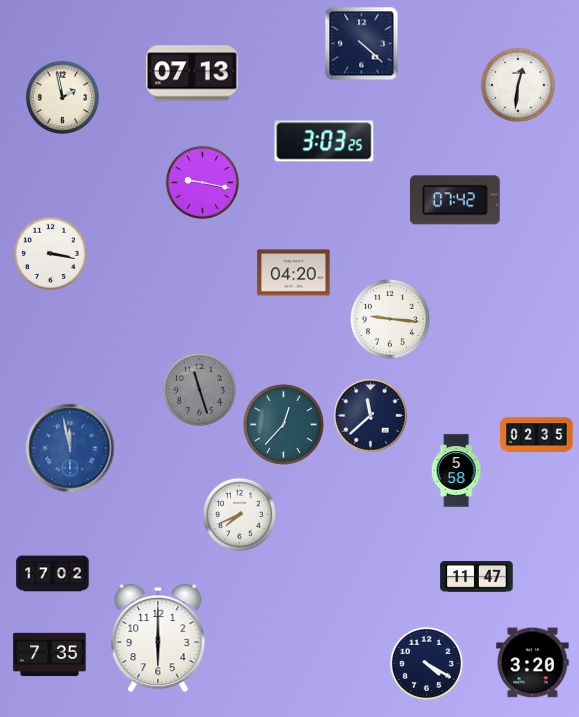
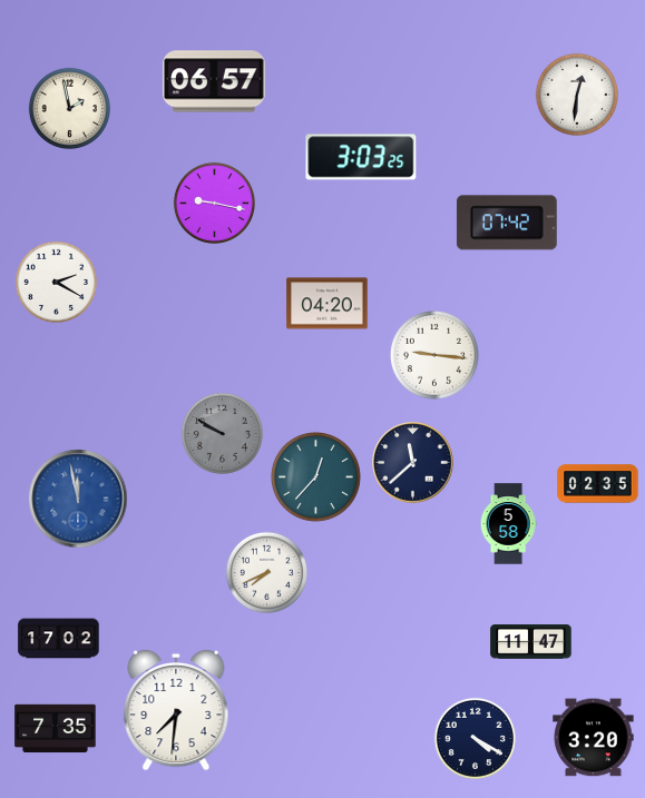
clock at (362, 44): 4:22 -> none
clock at (192, 73): 07:13 -> 06:57
clock at (202, 182) position: (202, 182) -> (214, 203)
clock at (50, 253): 3:17 -> 2:20
clock at (199, 389): 11:27 -> 9:50
clock at (284, 425) position: (284, 425) -> (316, 477)
clock at (158, 638): 6:00 -> 7:31
